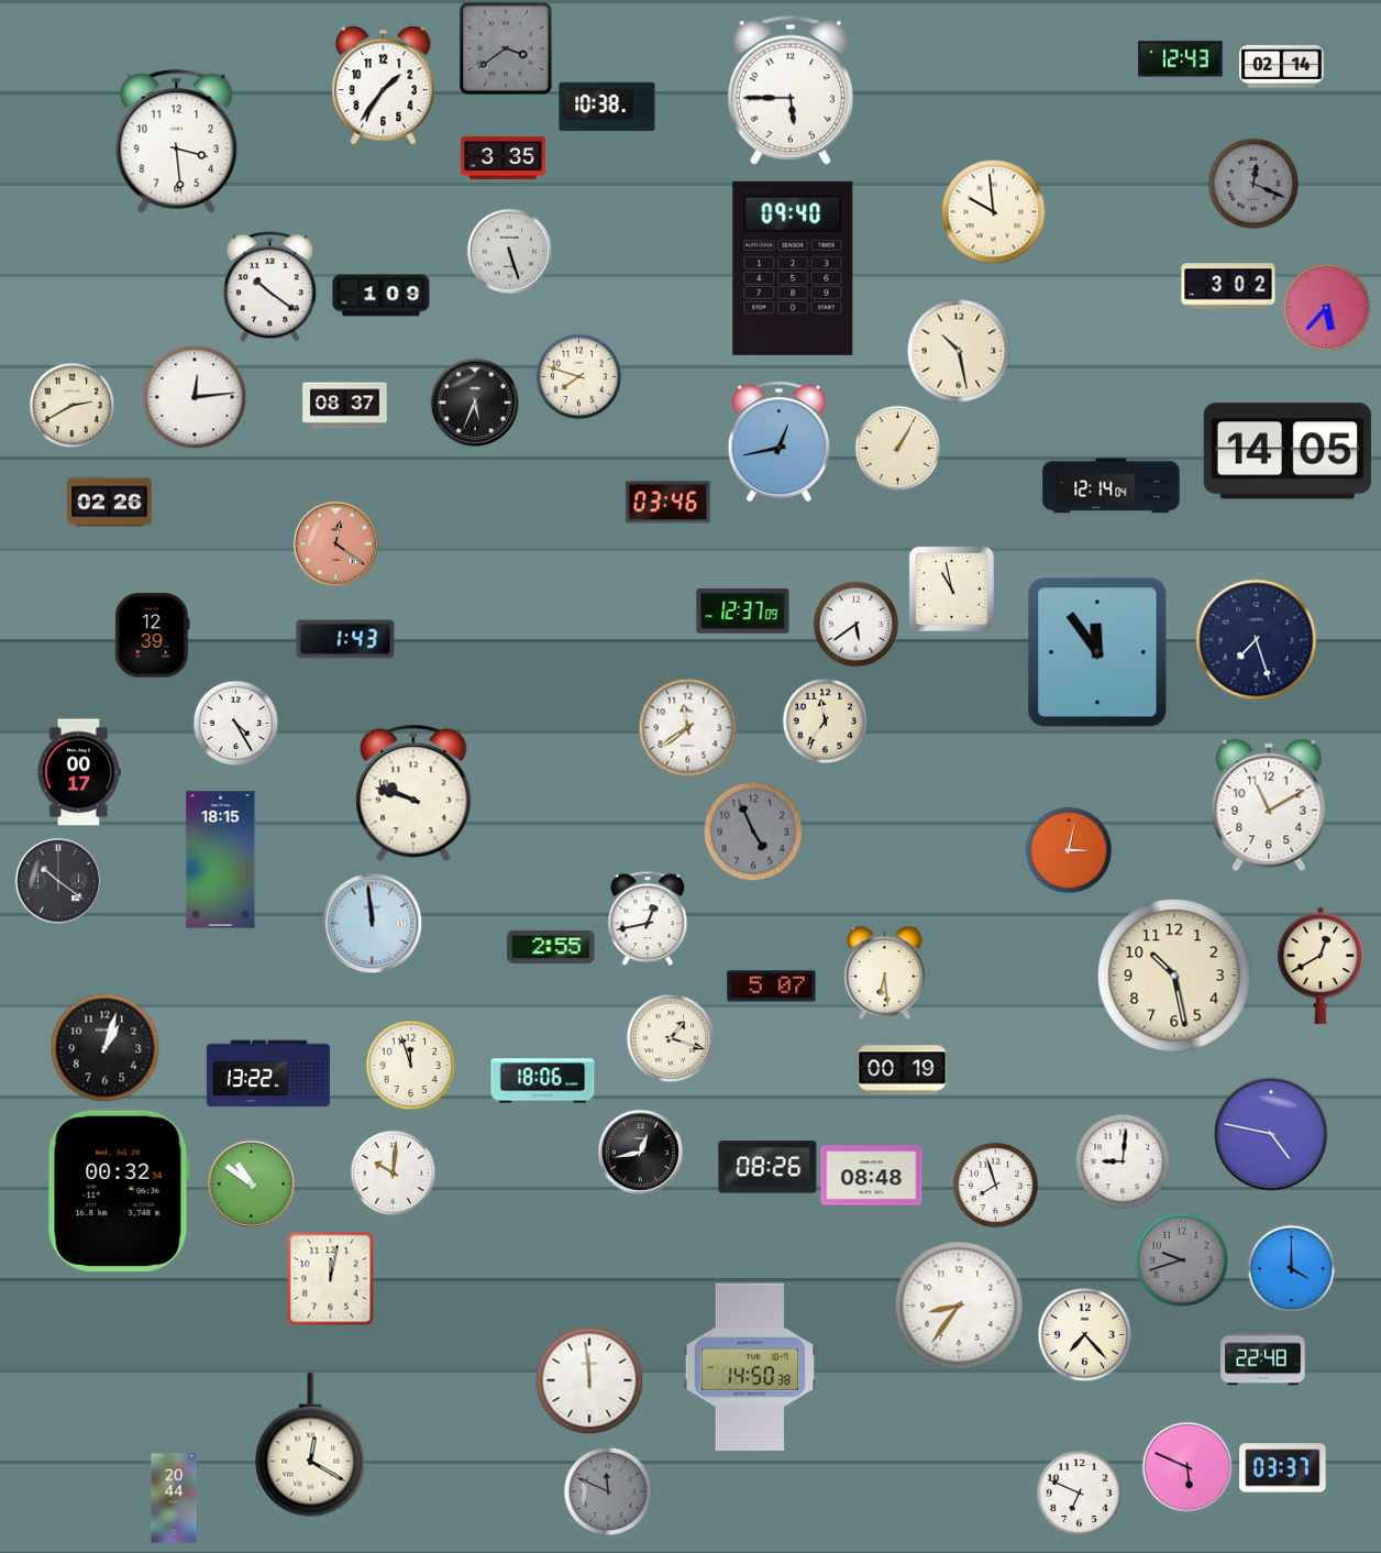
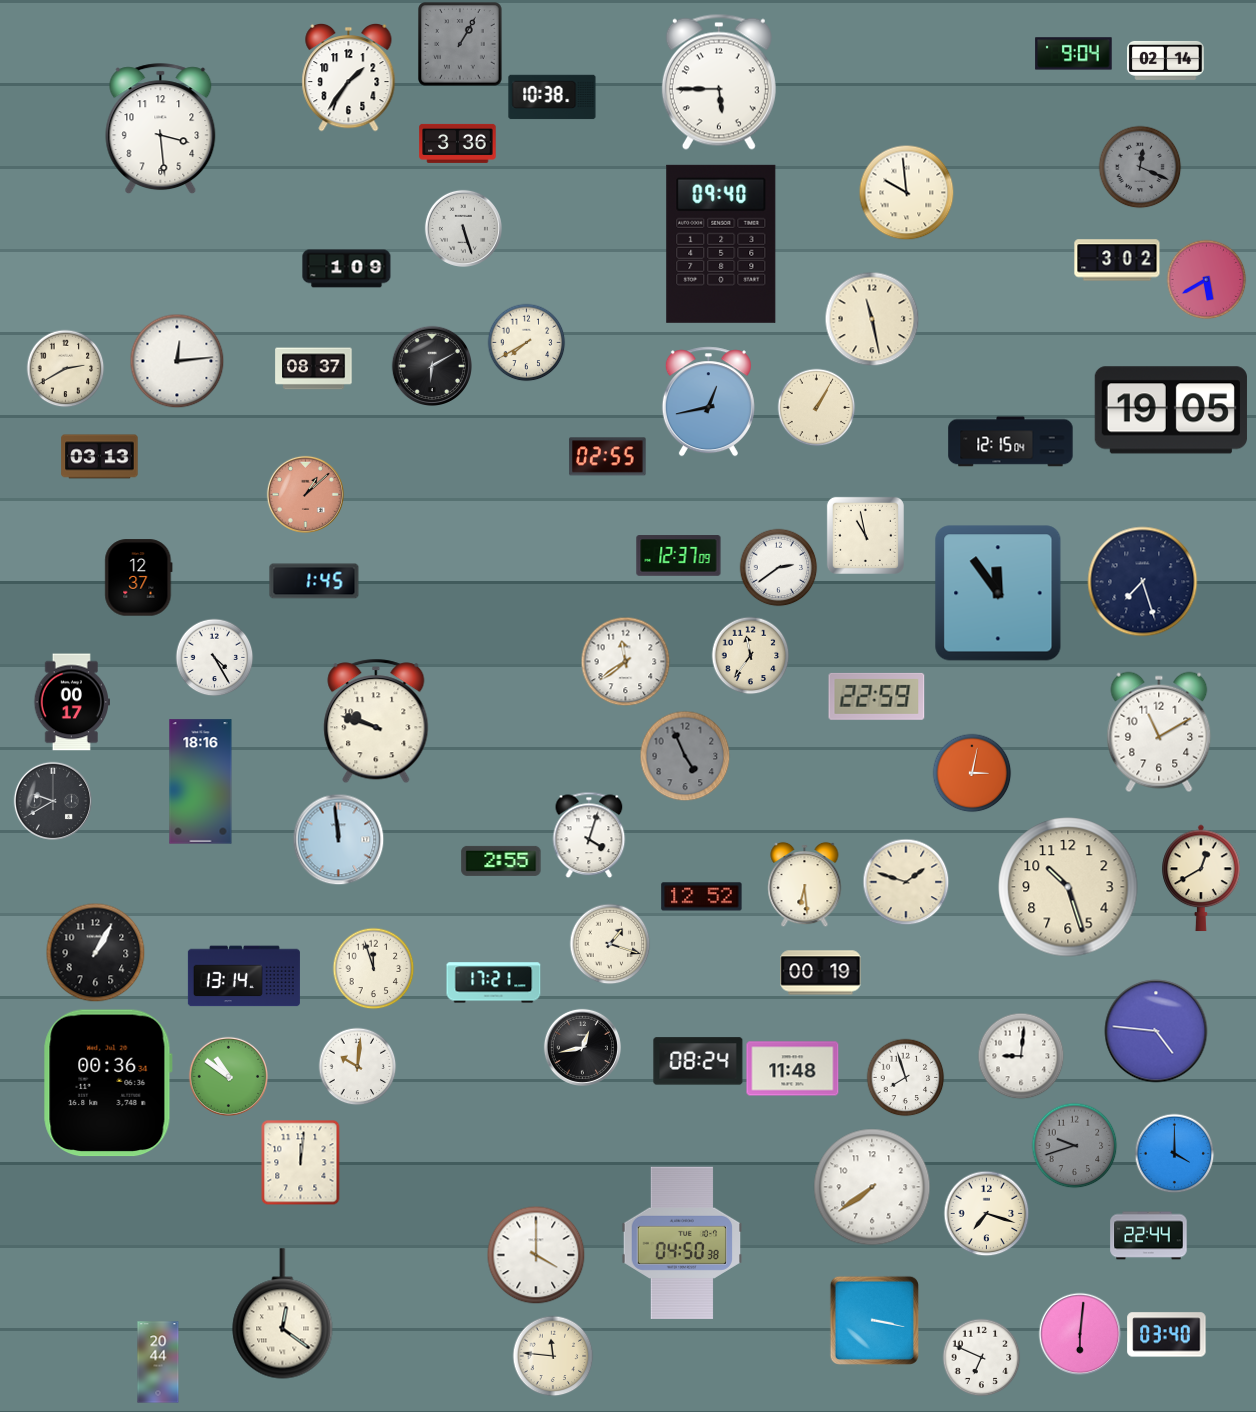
clock at (506, 48): 3:39 -> 1:05
clock at (1181, 59): 12:43 -> 9:04
clock at (504, 157): 3:35 -> 3:36
clock at (993, 211) position: (993, 211) -> (906, 192)
clock at (269, 287): 10:21 -> none
clock at (1326, 307): 5:37 -> 5:40
clock at (959, 351): 10:28 -> 11:28
clock at (578, 376): 7:48 -> 7:40
clock at (474, 401): 5:34 -> 6:10
clock at (1288, 451): 14:05 -> 19:05
clock at (1112, 486): 12:14 -> 12:15
clock at (110, 503): 02:26 -> 03:13
clock at (669, 503): 03:46 -> 02:55
clock at (335, 543): 12:21 -> 1:08
clock at (743, 612) position: (743, 612) -> (679, 556)
clock at (855, 624): 5:39 -> 2:39
clock at (153, 636): 12:39 -> 12:37
clock at (345, 639): 1:43 -> 1:45
clock at (877, 696): none -> 22:59
clock at (1269, 805) position: (1269, 805) -> (1159, 732)
clock at (221, 860): 18:15 -> 18:16
clock at (58, 881): 10:21 -> 9:40
clock at (648, 918): 12:43 -> 4:03
clock at (906, 882): none -> 1:48
clock at (1174, 976): 10:28 -> 10:27
clock at (772, 987): 5:07 -> 12:52
clock at (106, 1048): 1:03 -> 1:05
clock at (268, 1073): 13:22 -> 13:14
clock at (543, 1081): 18:06 -> 17:21
clock at (1271, 1134): 4:47 -> 4:46
clock at (767, 1167): 08:26 -> 08:24
clock at (872, 1176): 08:48 -> 11:48
clock at (119, 1191): 00:32 -> 00:36
clock at (331, 1278): 12:02 -> 12:01
clock at (959, 1306): 8:36 -> 7:39
clock at (1084, 1334): 7:23 -> 7:18
clock at (1263, 1359): 22:48 -> 22:44
clock at (750, 1366): 14:50 -> 04:50
clock at (589, 1380): 11:59 -> 4:00
clock at (311, 1445): 12:20 -> 12:21
clock at (874, 1320): none -> 3:17
clock at (1187, 1467): 5:49 -> 6:01
clock at (1283, 1468): 03:37 -> 03:40
clock at (608, 1491): 11:49 -> 11:46
clock at (608, 1491) dial: grey -> cream
